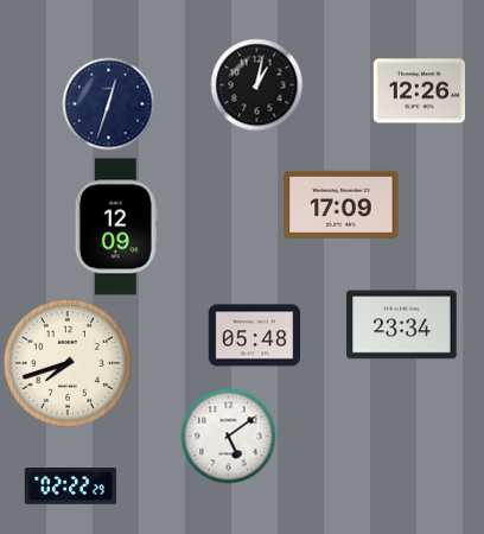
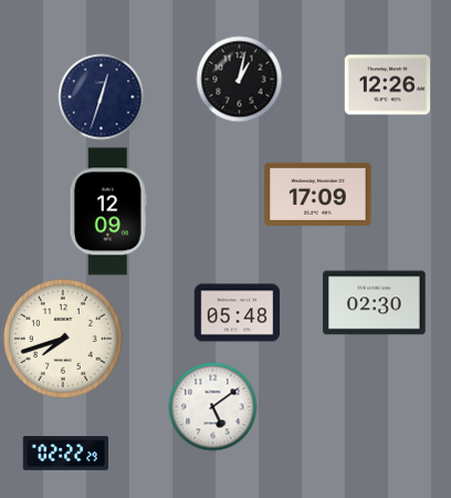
clock at (419, 91) position: (419, 91) -> (387, 85)
clock at (342, 204) position: (342, 204) -> (318, 194)
clock at (402, 325): 23:34 -> 02:30
